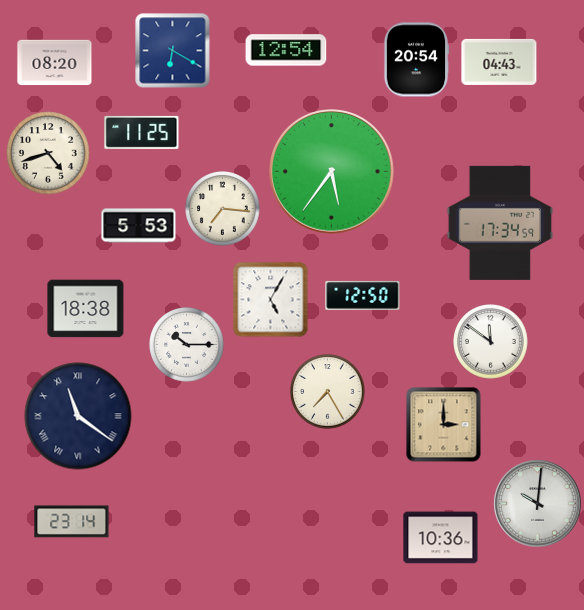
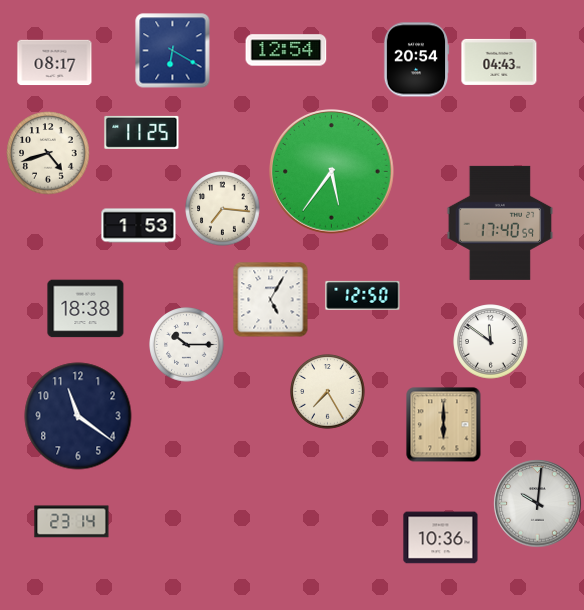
clock at (55, 63): 08:20 -> 08:17
clock at (500, 223): 17:34 -> 17:40
clock at (139, 226): 5:53 -> 1:53
clock at (78, 416) numerals: Roman -> Arabic
clock at (444, 425): 3:00 -> 6:00
